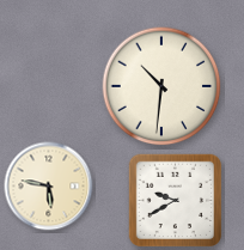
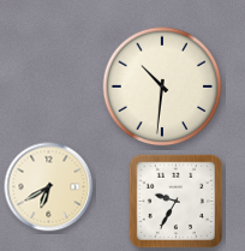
clock at (49, 187): 5:47 -> 6:40
clock at (176, 201): 9:40 -> 9:35
